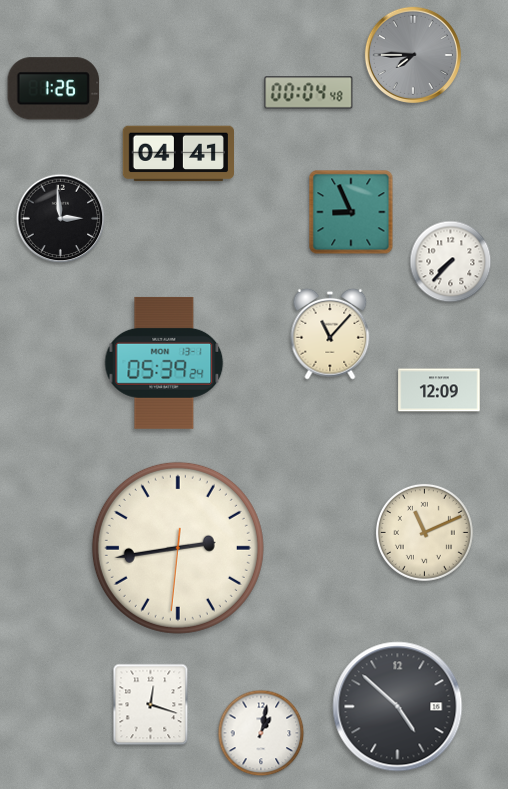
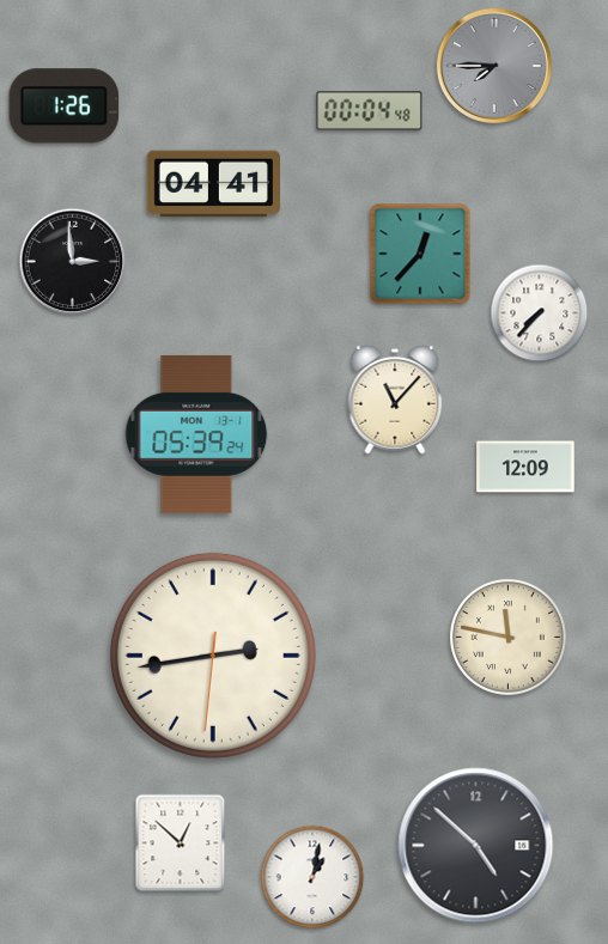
clock at (351, 212): 8:56 -> 12:37
clock at (424, 532): 11:11 -> 11:47
clock at (151, 705): 12:18 -> 12:52
